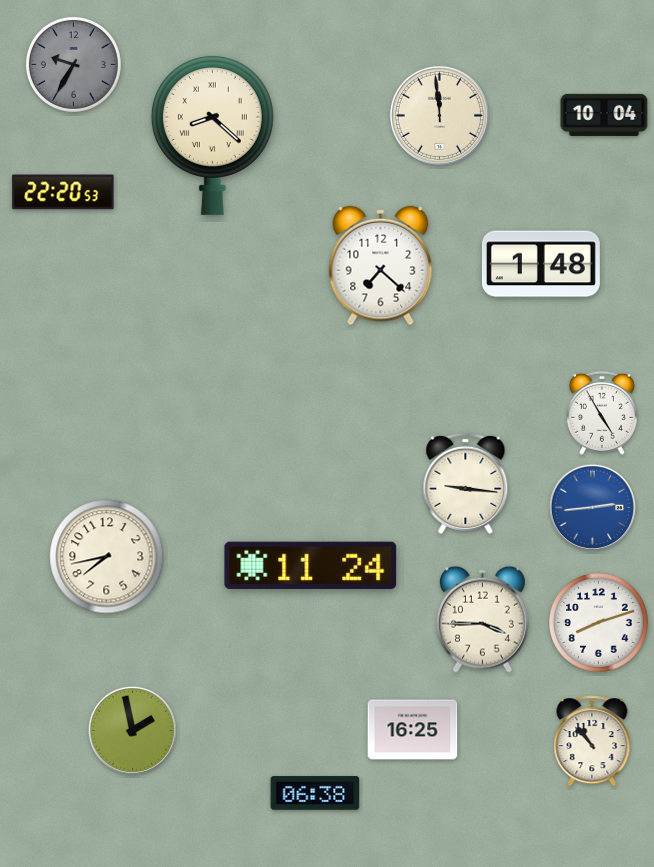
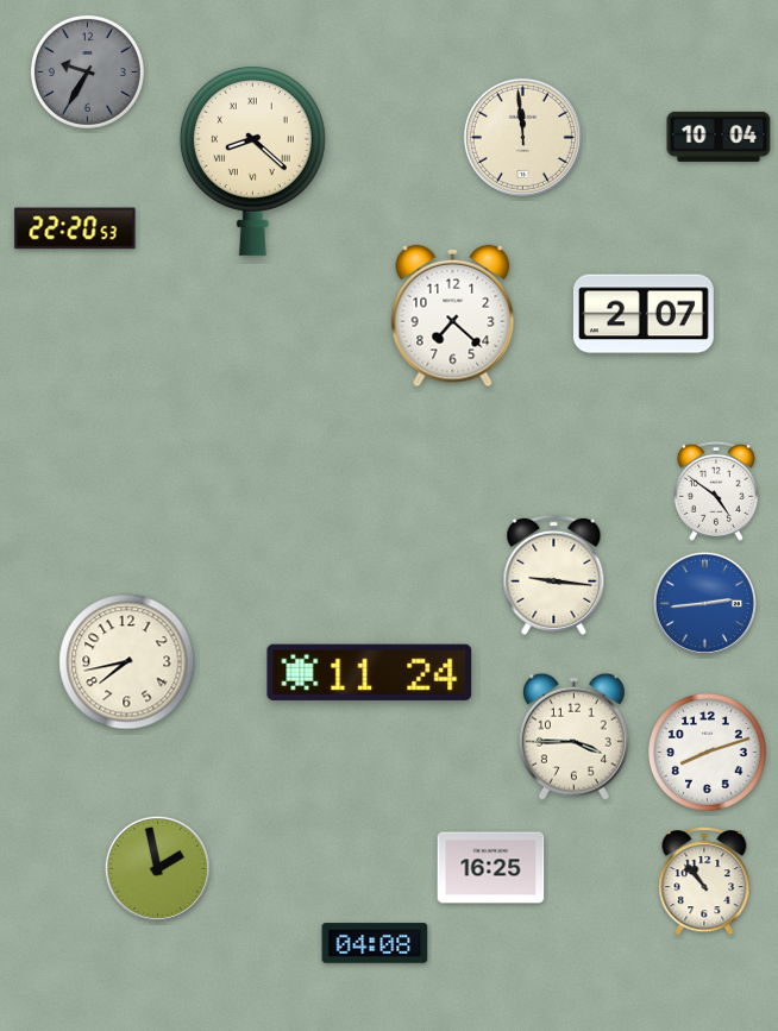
clock at (73, 64) position: (73, 64) -> (87, 71)
clock at (541, 264): 1:48 -> 2:07
clock at (602, 413): 4:55 -> 4:51
clock at (599, 623) position: (599, 623) -> (708, 753)
clock at (315, 793): 06:38 -> 04:08
